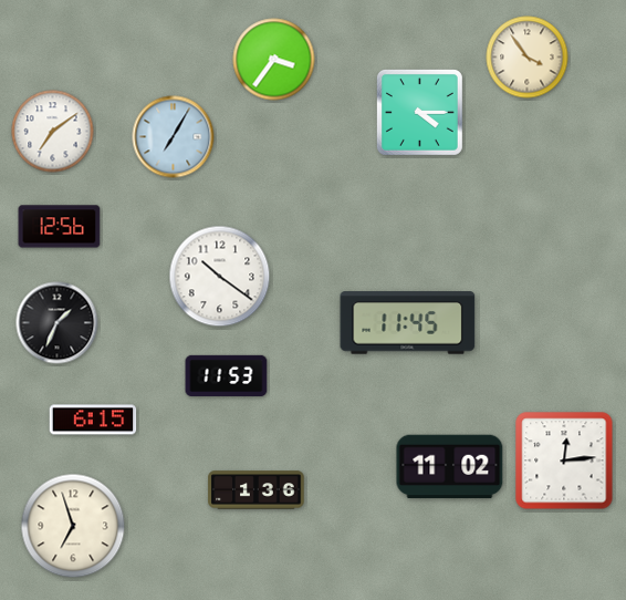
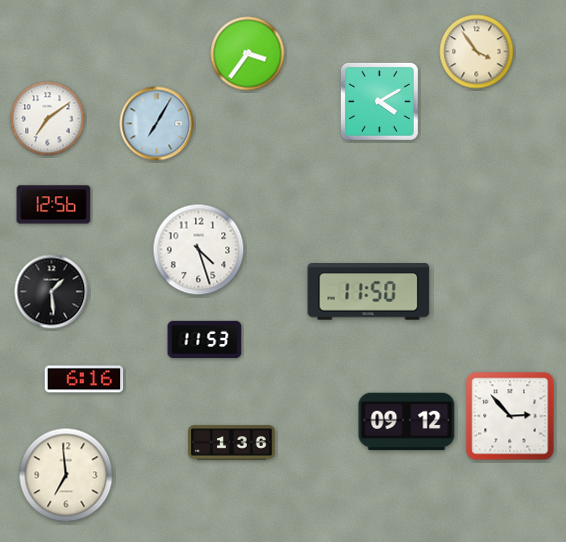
clock at (419, 112): 4:15 -> 4:10
clock at (220, 277): 10:21 -> 4:27
clock at (58, 323): 1:34 -> 1:29
clock at (408, 323): 11:45 -> 11:50
clock at (93, 420): 6:15 -> 6:16
clock at (564, 461): 12:14 -> 2:53
clock at (450, 467): 11:02 -> 09:12
clock at (73, 526): 6:57 -> 6:59
